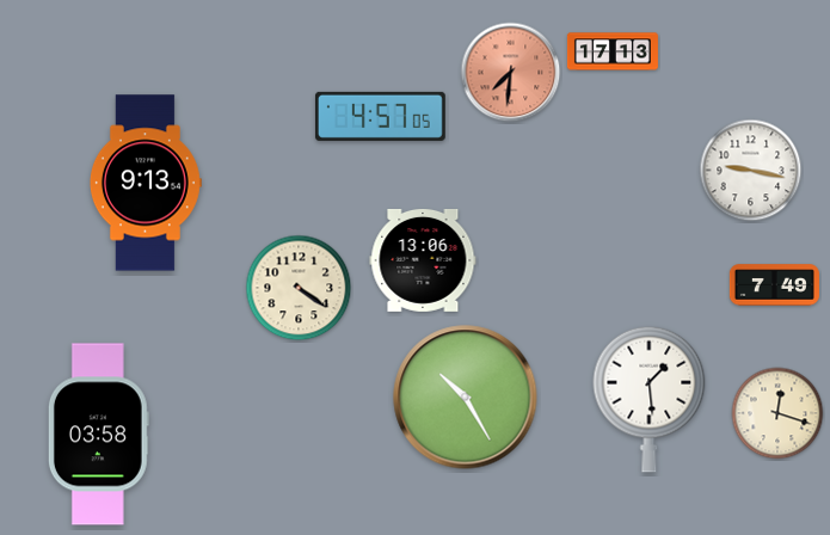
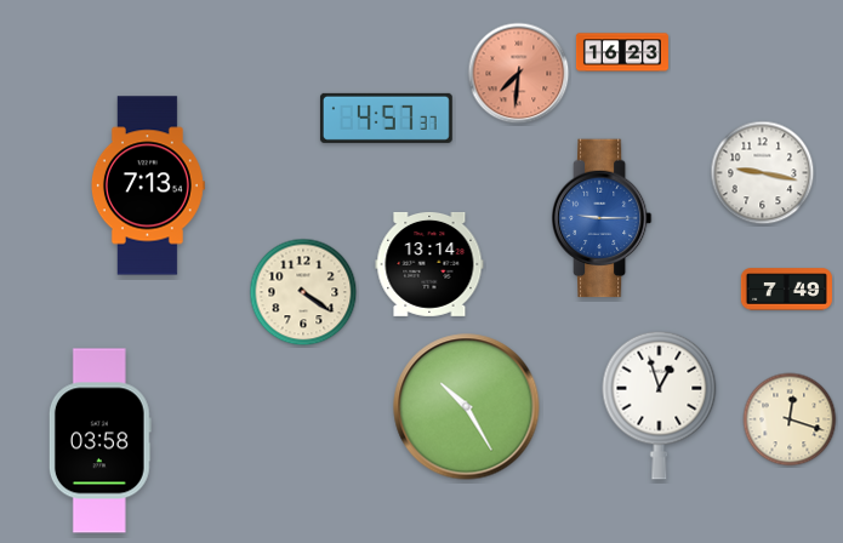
clock at (613, 51): 17:13 -> 16:23
clock at (380, 116): 4:57:05 -> 4:57:37
clock at (145, 183): 9:13 -> 7:13
clock at (602, 218): none -> 9:15
clock at (423, 260): 13:06 -> 13:14
clock at (466, 398) position: (466, 398) -> (467, 407)
clock at (650, 399): 1:29 -> 12:57
